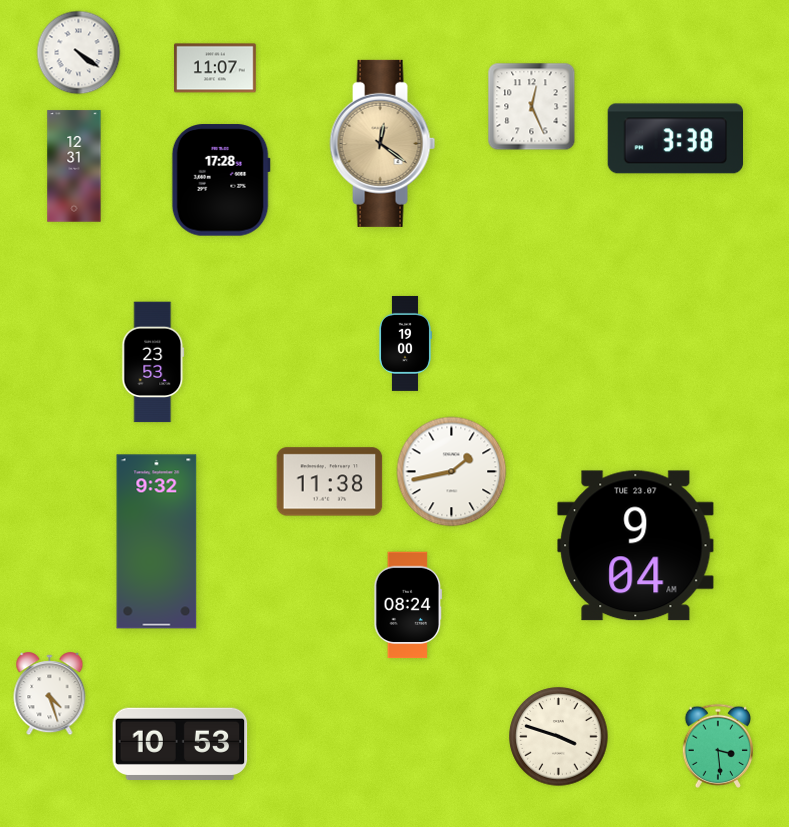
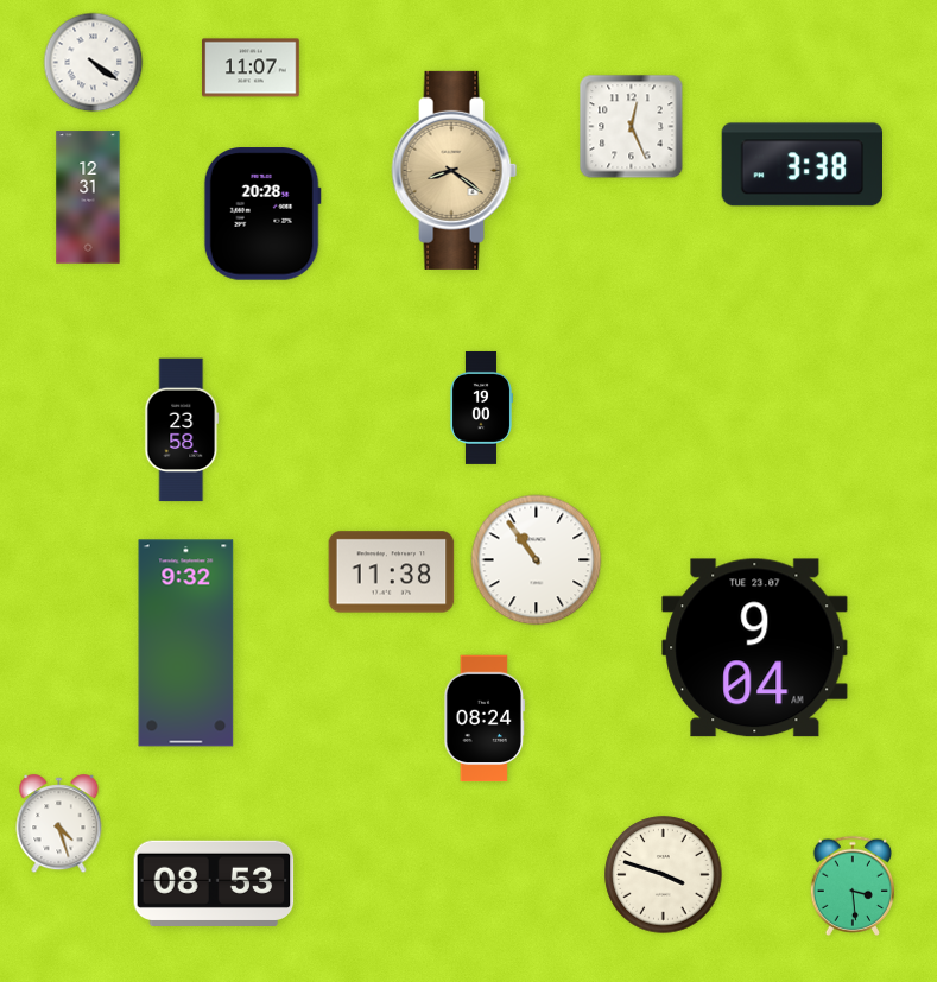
clock at (215, 68) position: (215, 68) -> (251, 68)
clock at (383, 143): 12:21 -> 8:21
clock at (221, 180): 17:28 -> 20:28
clock at (153, 362): 23:53 -> 23:58
clock at (452, 472): 1:43 -> 10:54
clock at (180, 743): 10:53 -> 08:53
